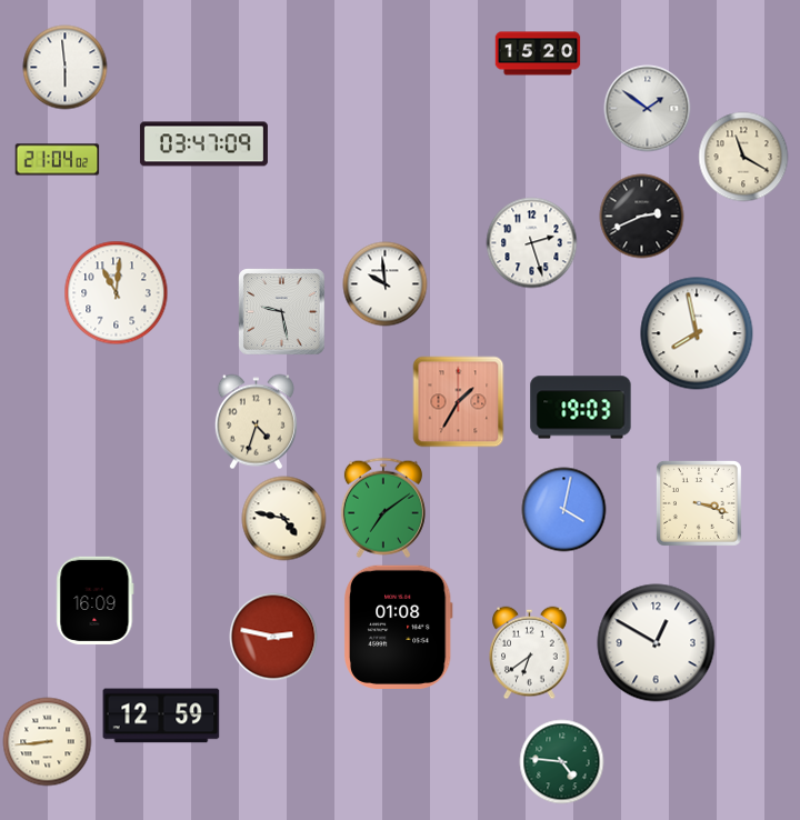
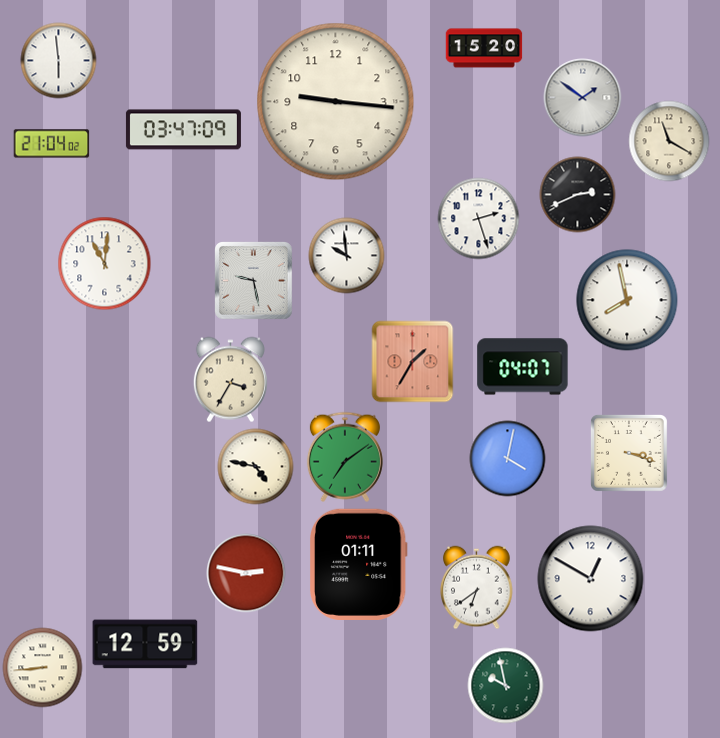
clock at (336, 102): none -> 9:16
clock at (581, 408): 19:03 -> 04:07
clock at (256, 422): 4:33 -> 3:35
clock at (96, 600): 16:09 -> none
clock at (398, 627): 01:08 -> 01:11
clock at (562, 762): 4:46 -> 9:58
